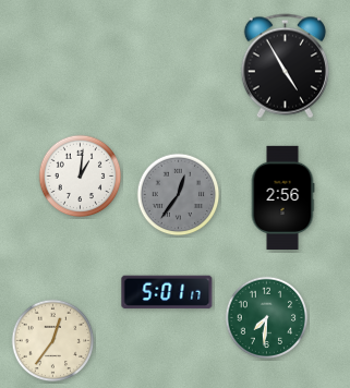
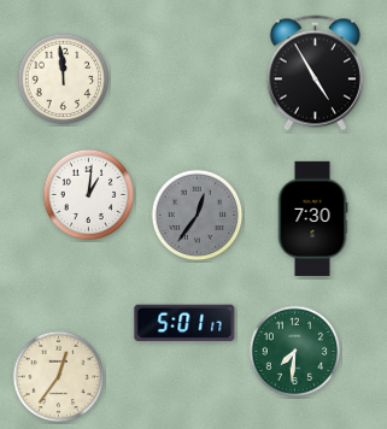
clock at (64, 80): none -> 11:59
clock at (282, 197): 2:56 -> 7:30
